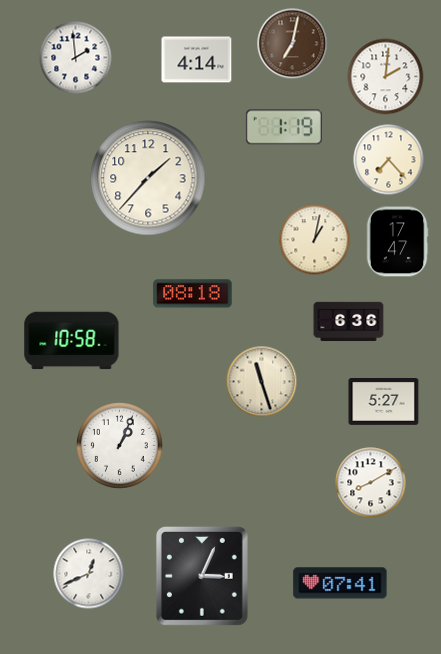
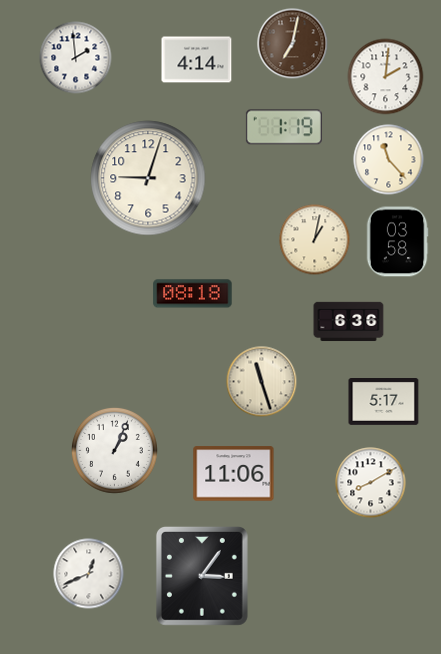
clock at (389, 160): 7:23 -> 11:23
clock at (148, 178): 1:37 -> 9:03
clock at (397, 242): 17:47 -> 03:58
clock at (72, 341): 10:58 -> none
clock at (384, 402): 5:27 -> 5:17
clock at (119, 445) position: (119, 445) -> (114, 450)
clock at (234, 474): none -> 11:06
clock at (202, 576): 3:04 -> 3:06
clock at (340, 583): 07:41 -> none
